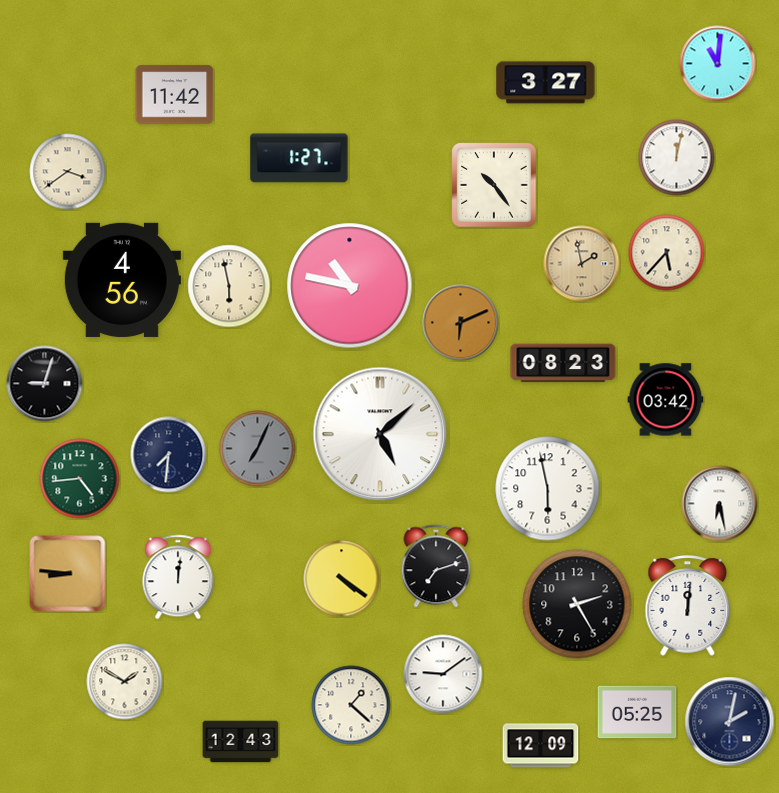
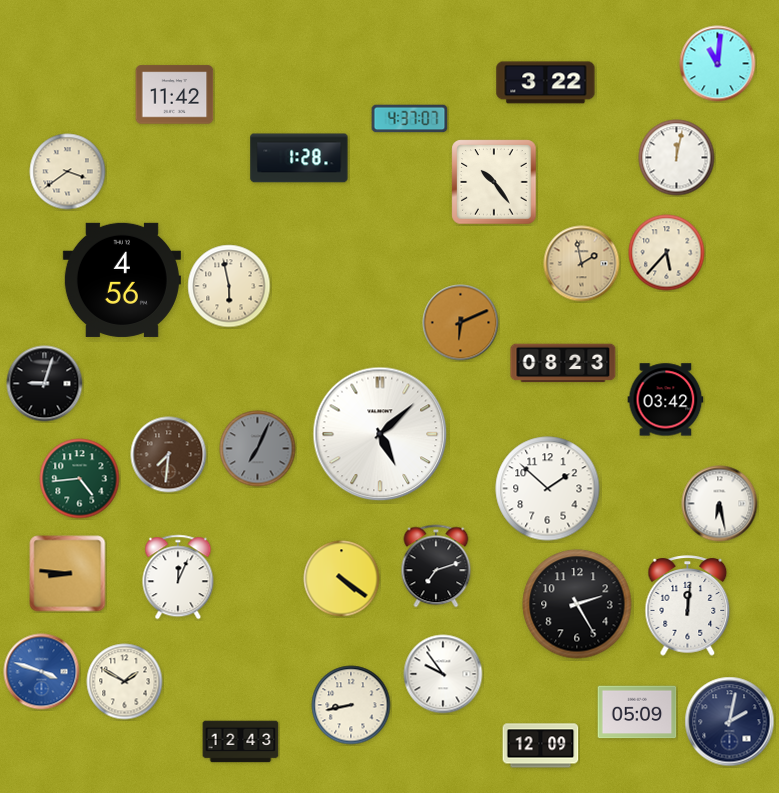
clock at (546, 83): 3:27 -> 3:22
clock at (410, 119): none -> 4:37
clock at (299, 158): 1:27 -> 1:28
clock at (494, 185) position: (494, 185) -> (494, 182)
clock at (350, 286): 10:47 -> none
clock at (169, 455) dial: navy -> brown
clock at (548, 489): 5:58 -> 1:52
clock at (178, 577): 12:01 -> 12:04
clock at (42, 672): none -> 3:48
clock at (443, 674): 9:09 -> 9:54
clock at (351, 705): 1:22 -> 8:43
clock at (637, 712): 05:25 -> 05:09
